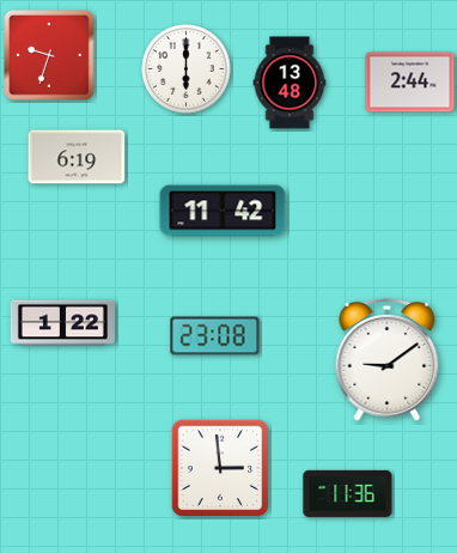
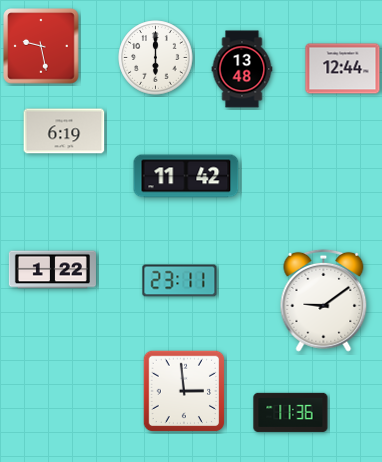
clock at (49, 55): 9:33 -> 9:28
clock at (410, 83): 2:44 -> 12:44
clock at (215, 336): 23:08 -> 23:11
